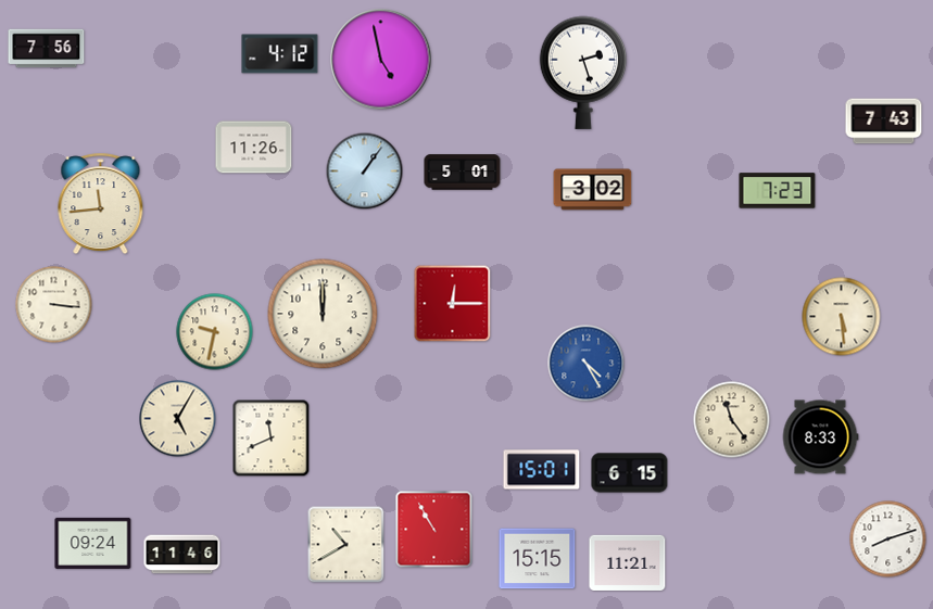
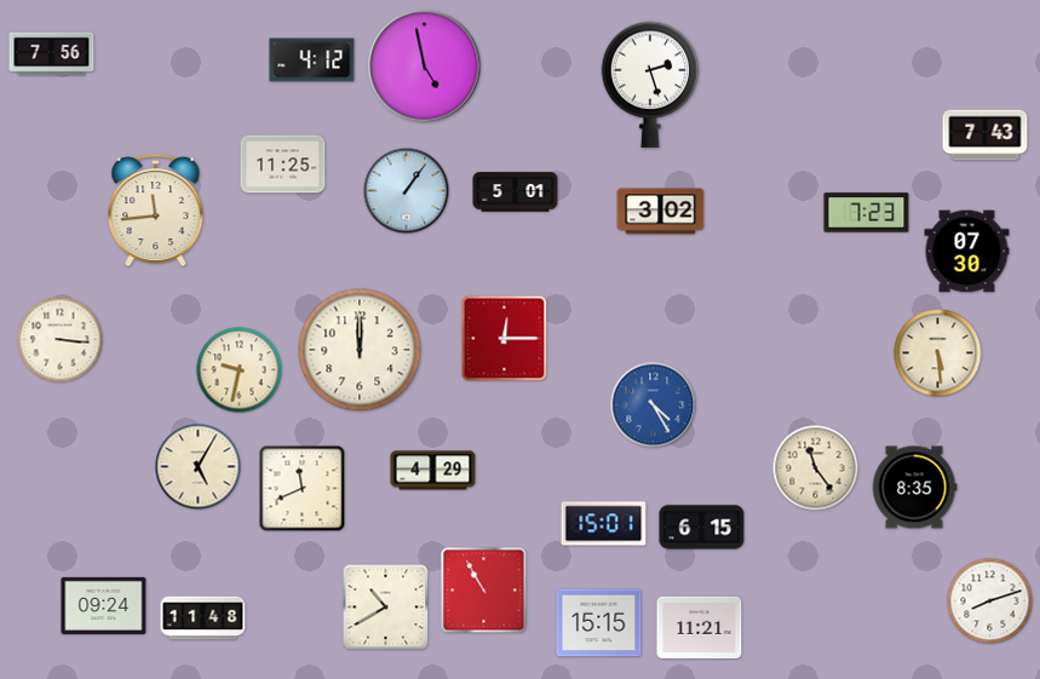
clock at (583, 73) position: (583, 73) -> (650, 85)
clock at (254, 148): 11:26 -> 11:25
clock at (101, 204) position: (101, 204) -> (156, 211)
clock at (967, 252): none -> 07:30
clock at (433, 471): none -> 4:29
clock at (820, 437): 8:33 -> 8:35
clock at (182, 555): 11:46 -> 11:48
